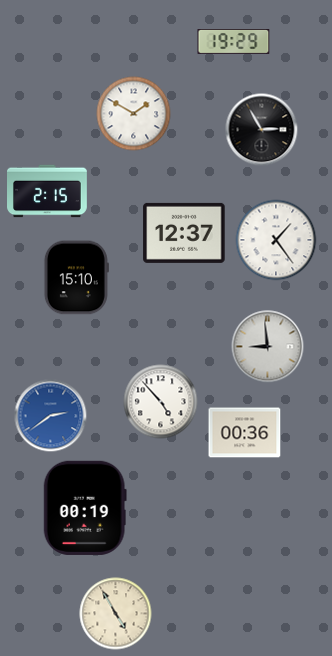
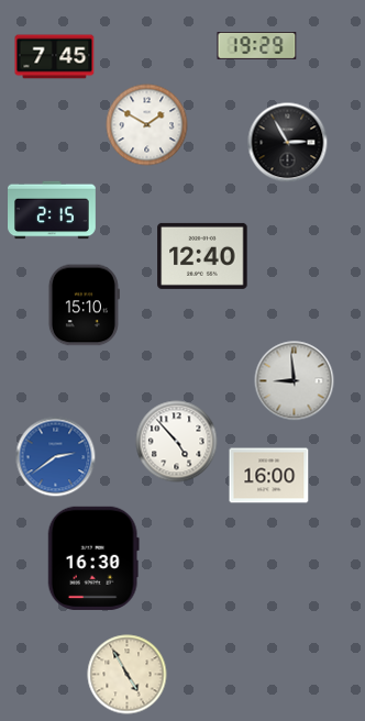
clock at (55, 57): none -> 7:45
clock at (184, 233): 12:37 -> 12:40
clock at (276, 240): 1:24 -> none
clock at (245, 433): 00:36 -> 16:00
clock at (85, 508): 00:19 -> 16:30
